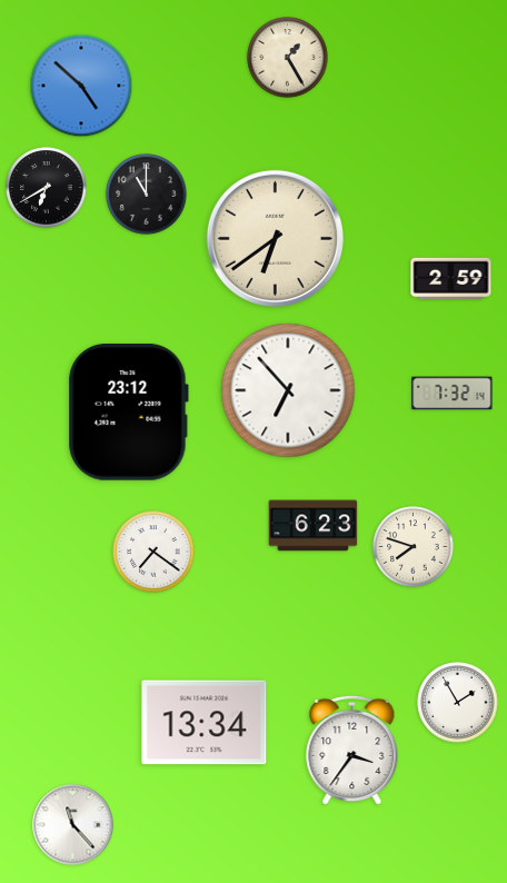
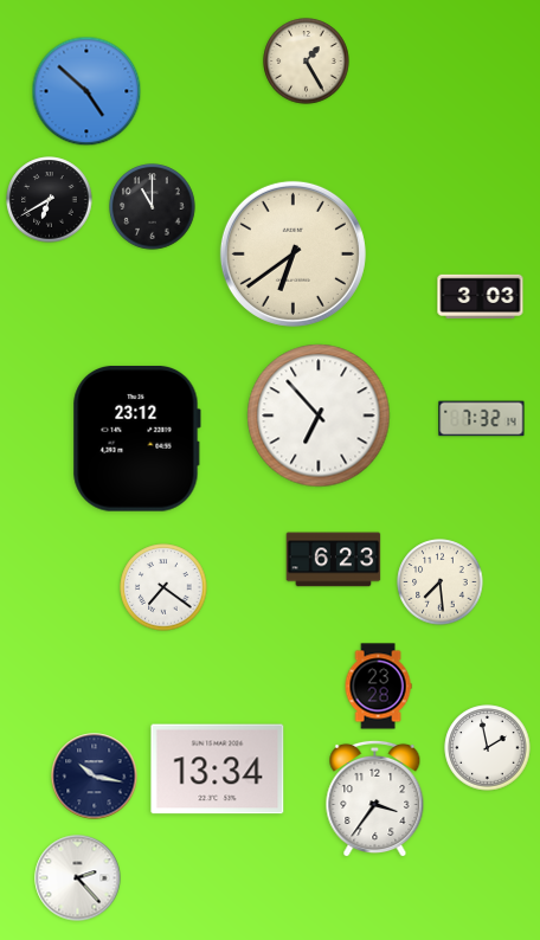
clock at (147, 195) position: (147, 195) -> (153, 207)
clock at (451, 279): 2:59 -> 3:03
clock at (288, 390) position: (288, 390) -> (319, 416)
clock at (414, 547): 7:48 -> 7:29
clock at (378, 687): none -> 23:28
clock at (458, 703): 1:55 -> 1:58
clock at (95, 777): none -> 10:17
clock at (73, 825): 11:23 -> 2:23
